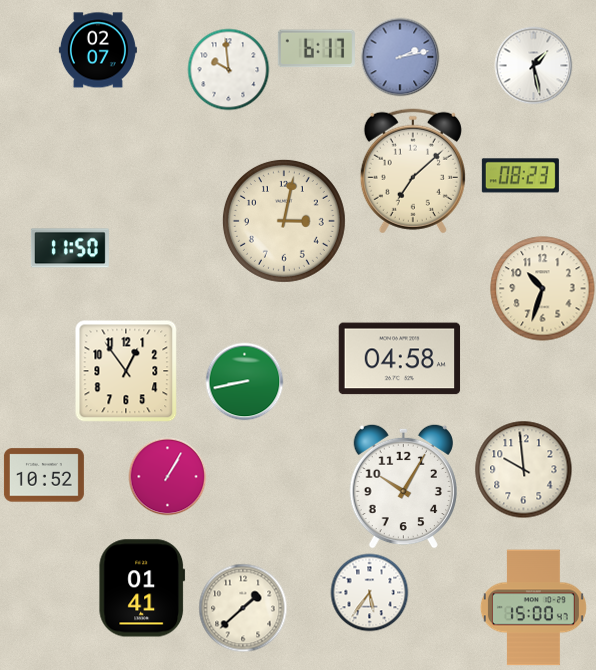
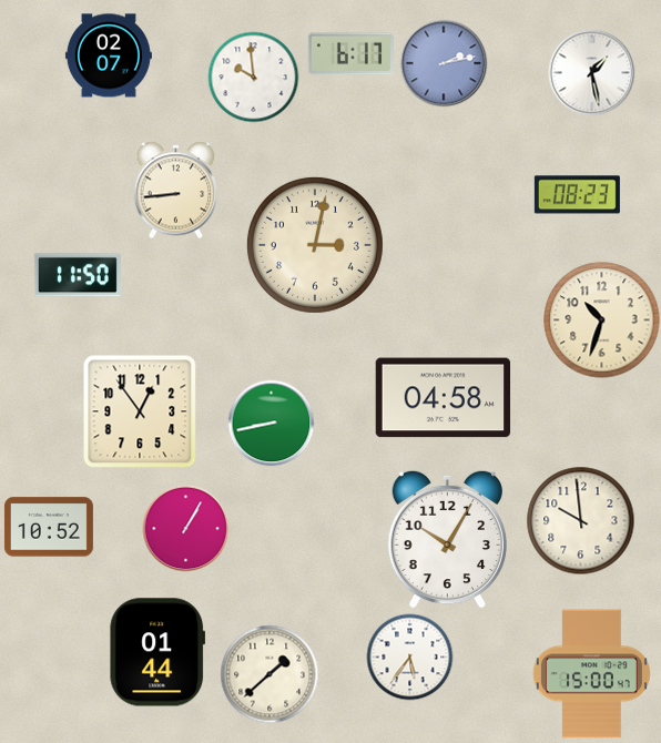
clock at (176, 190): none -> 8:44
clock at (413, 171): 7:08 -> none
clock at (142, 588): 01:41 -> 01:44
